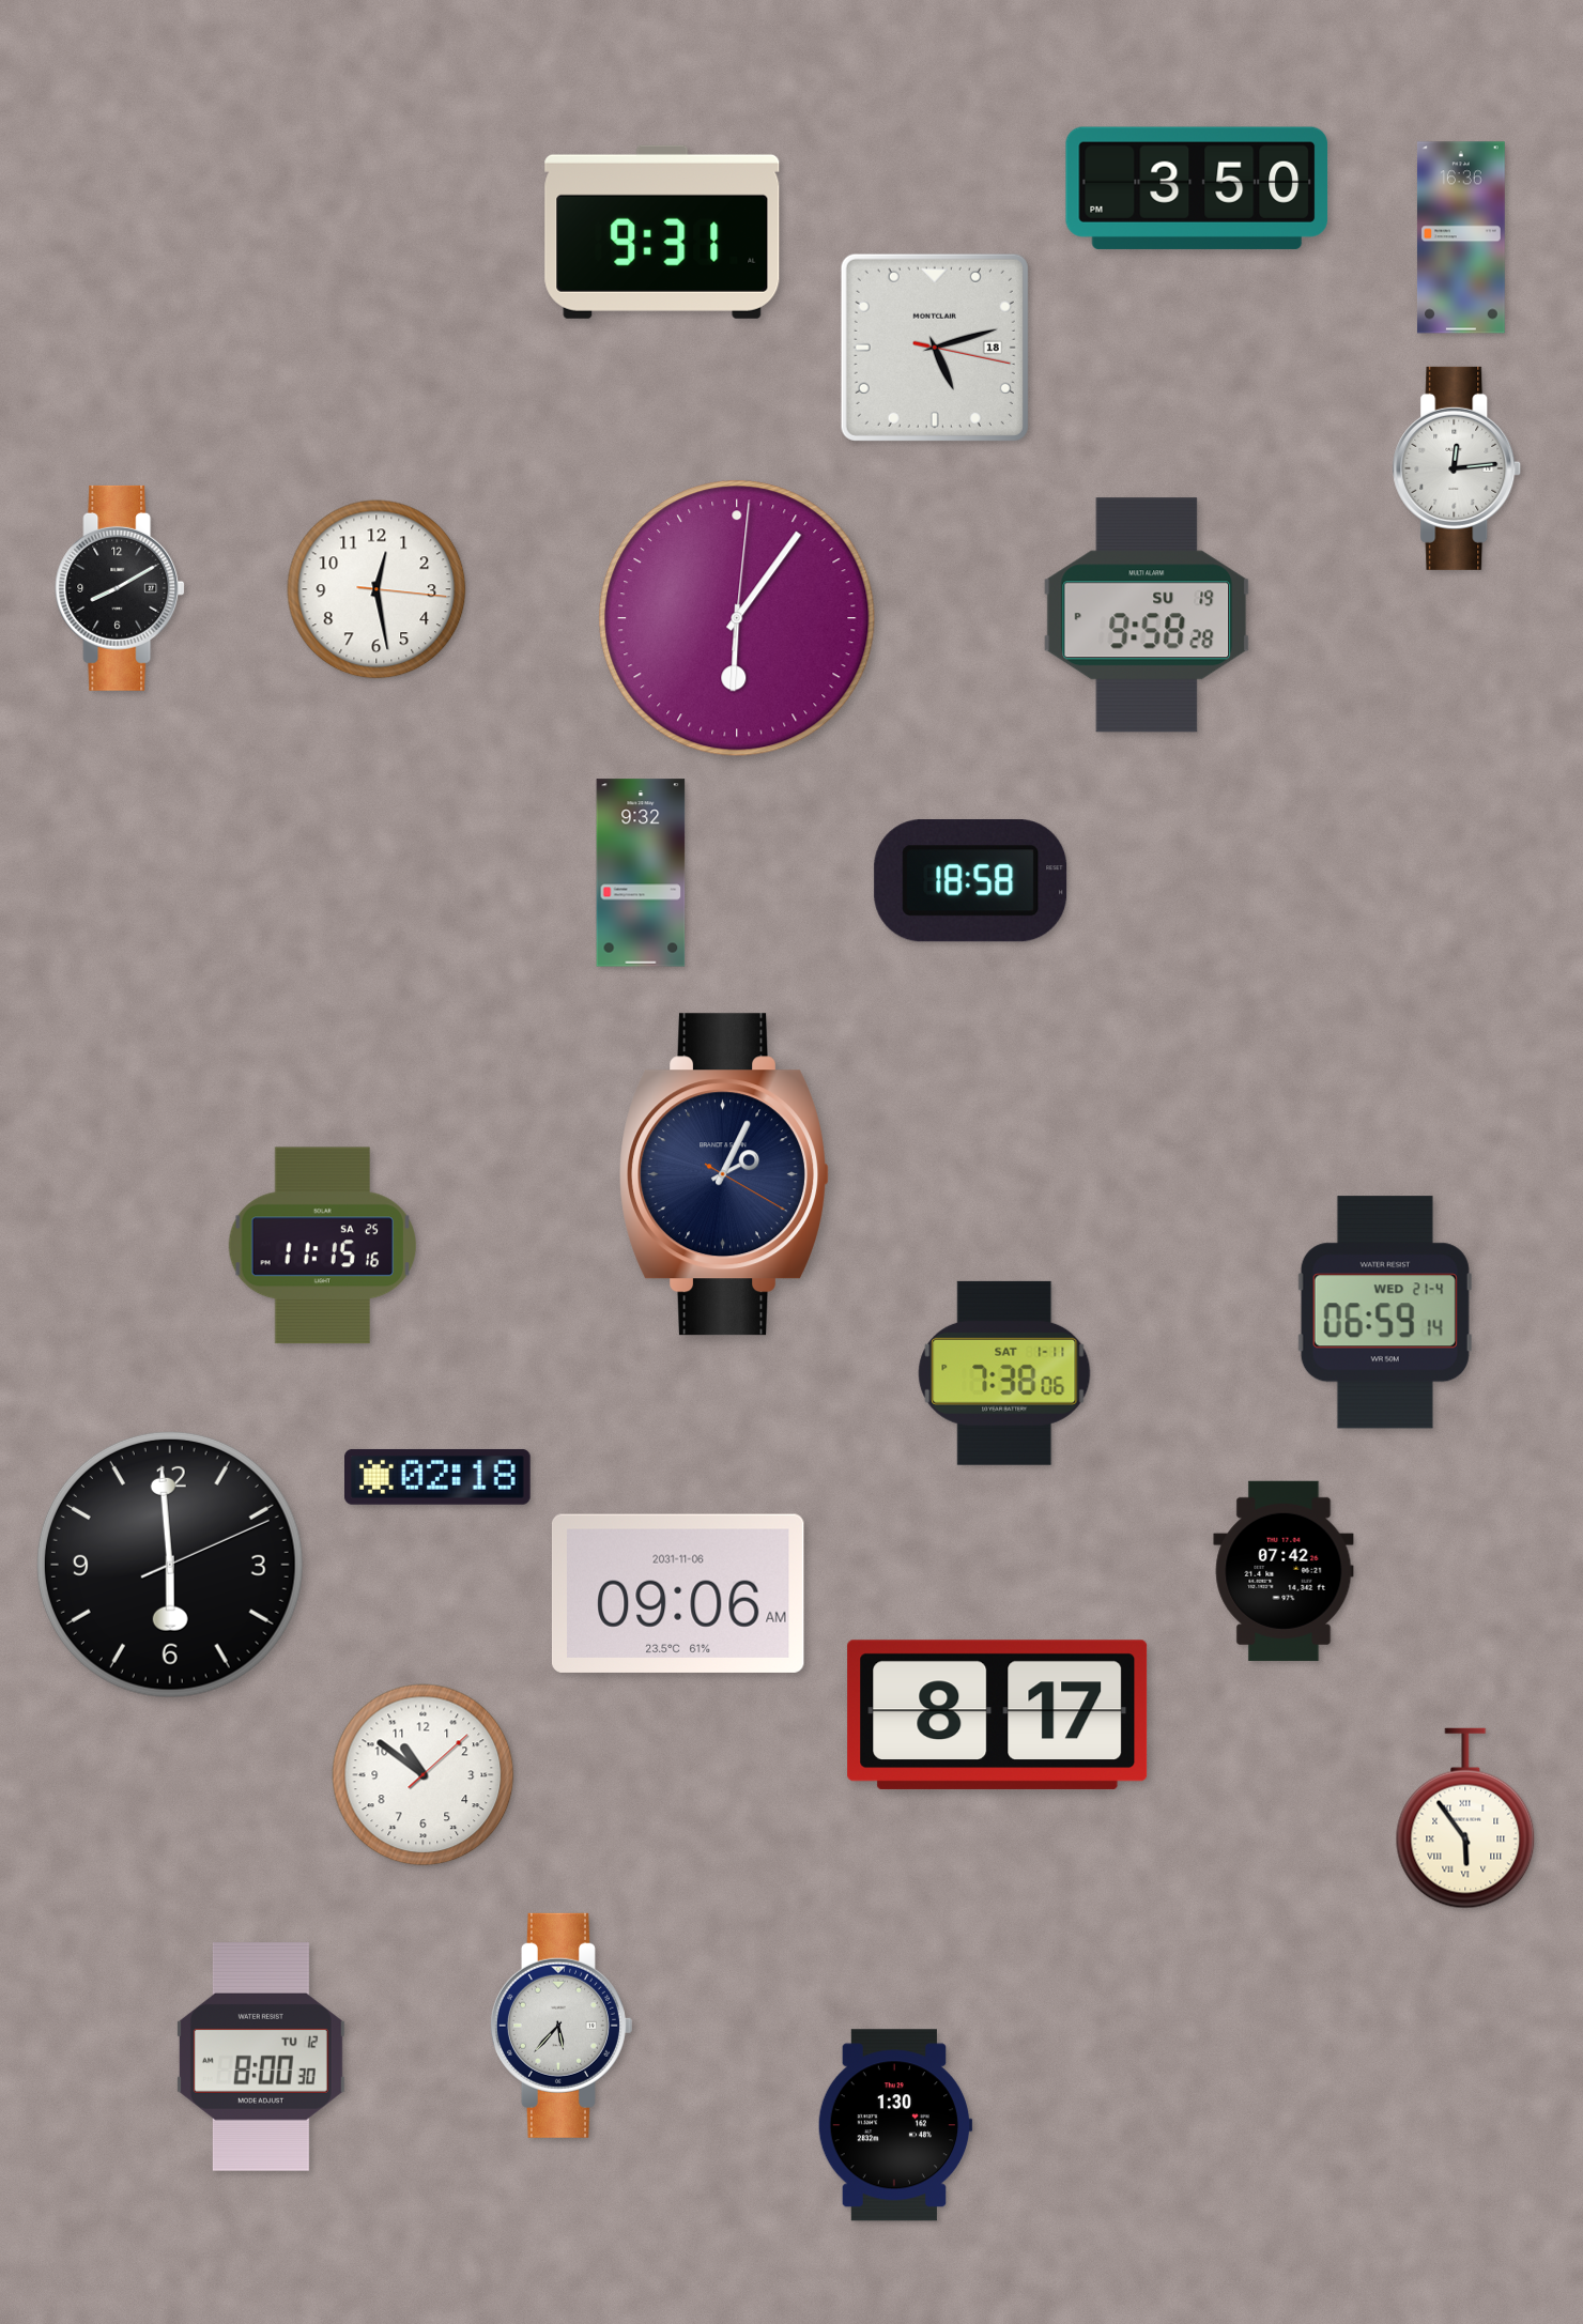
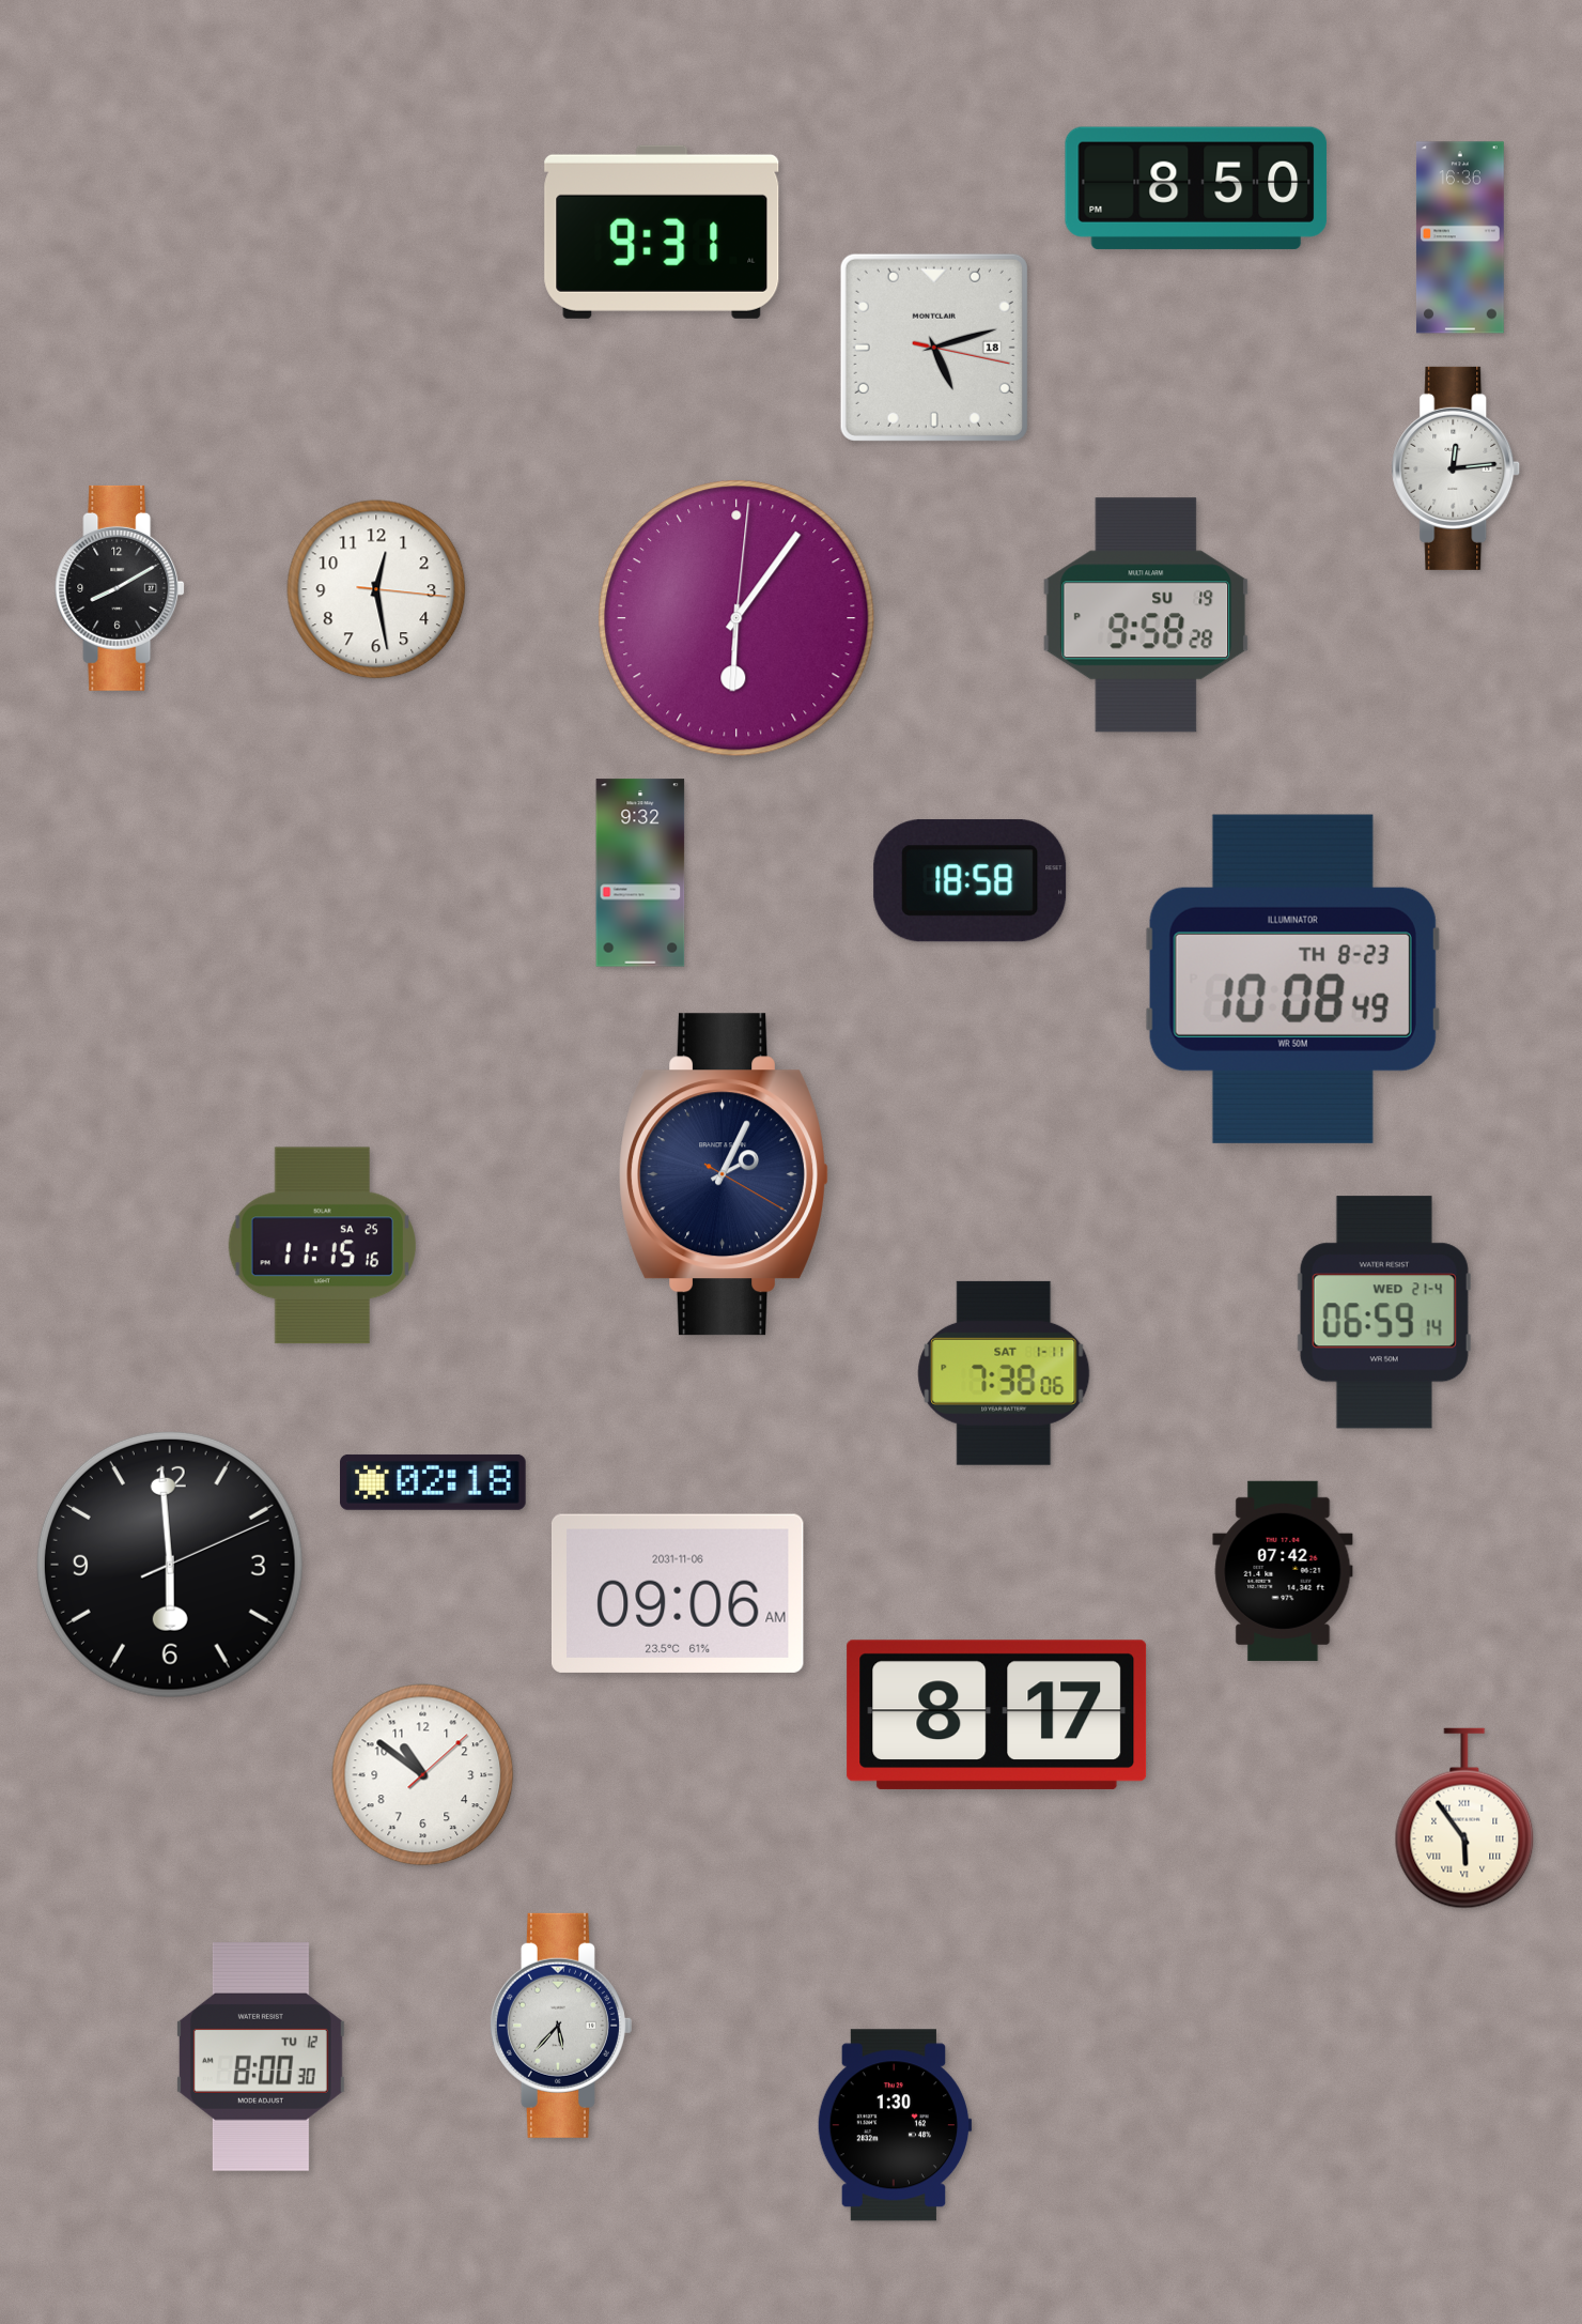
clock at (1197, 188): 3:50 -> 8:50
clock at (1292, 979): none -> 10:08
clock at (437, 1477) position: (437, 1477) -> (433, 1482)
